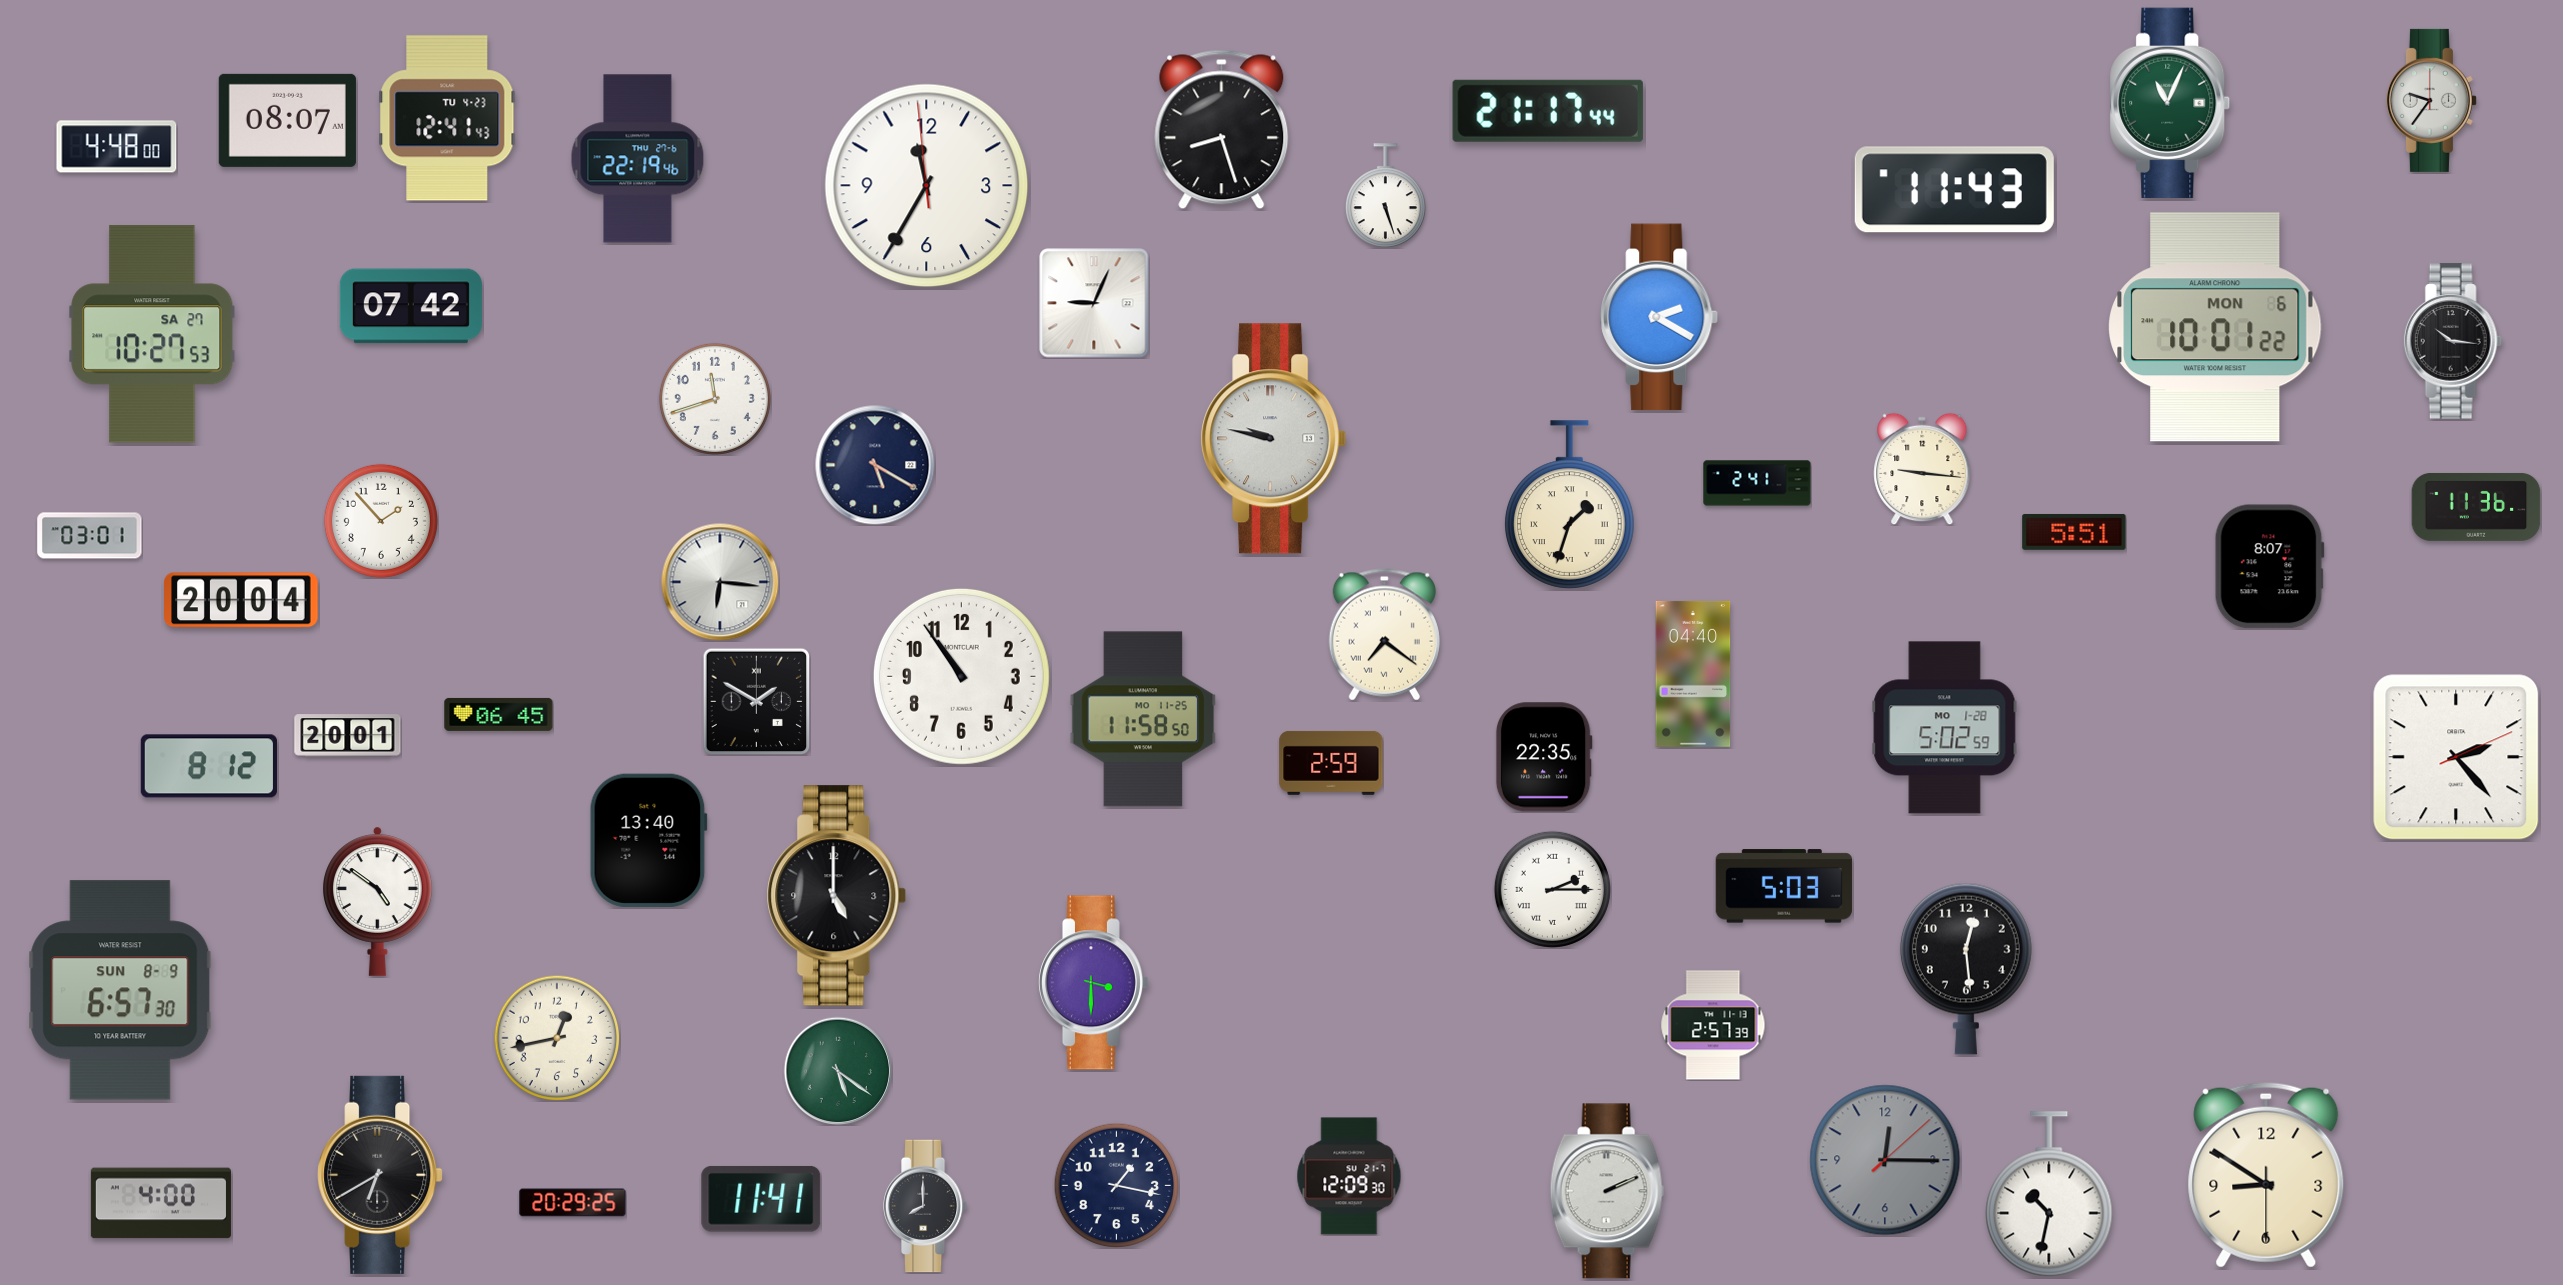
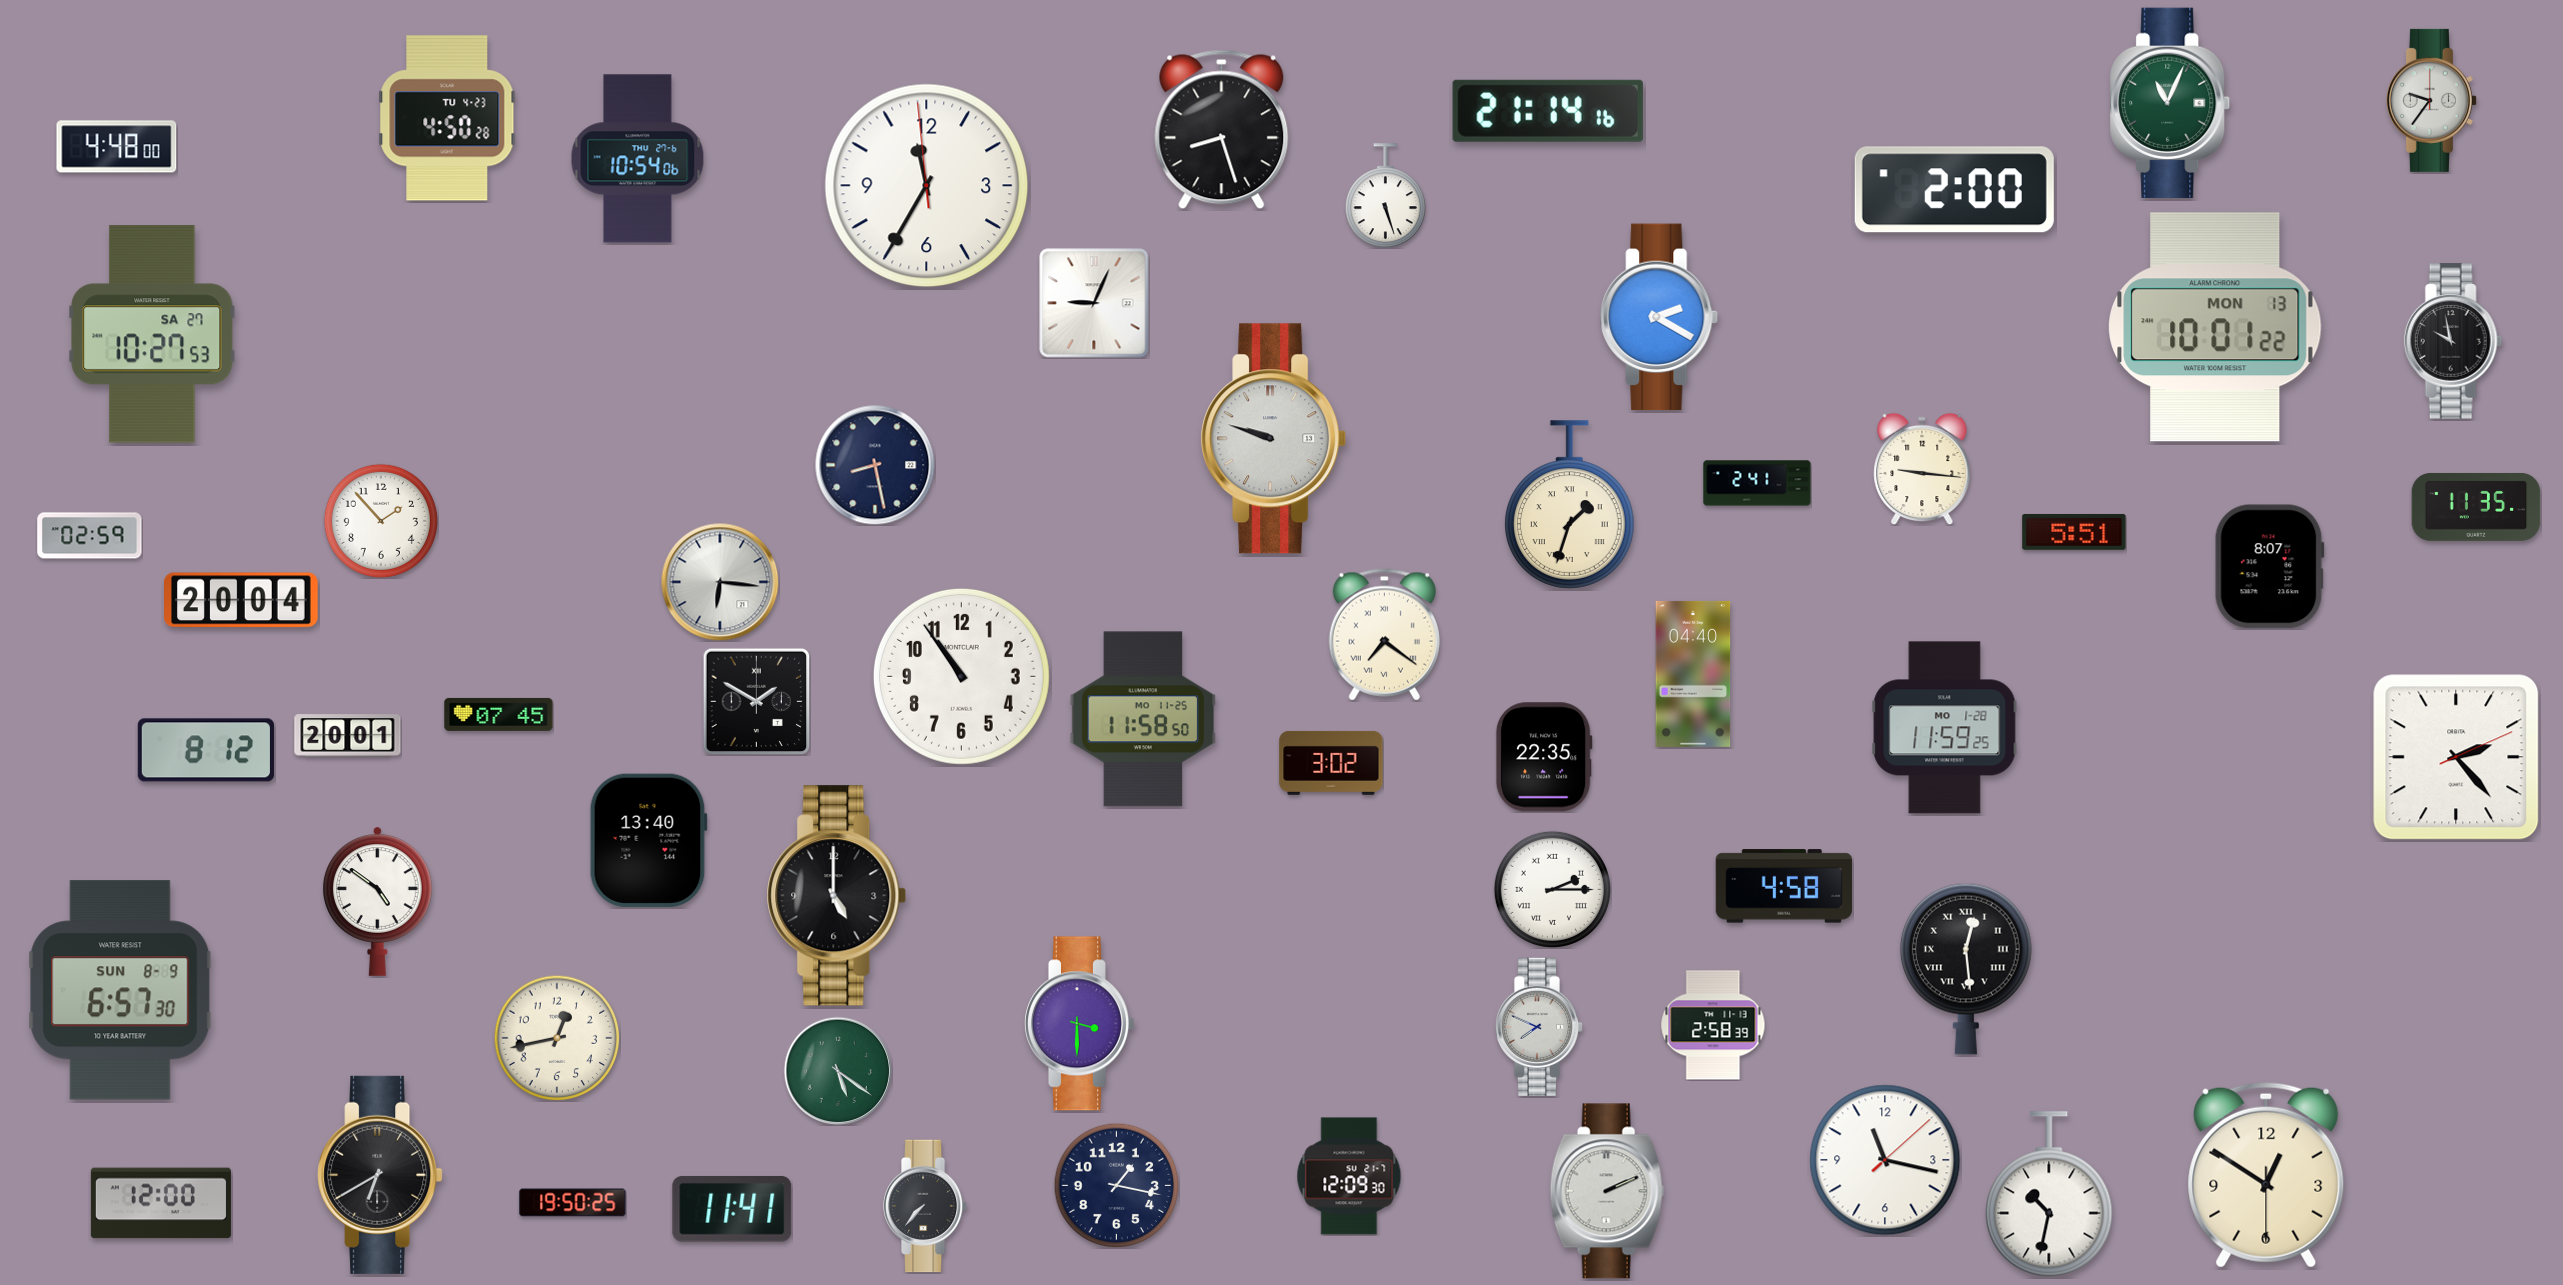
clock at (1548, 111): 21:17 -> 21:14
clock at (447, 118): 12:41 -> 4:50
clock at (287, 120): 08:07 -> none
clock at (638, 159): 22:19 -> 10:54
clock at (1954, 190): 11:43 -> 2:00
clock at (411, 306): 07:42 -> none
clock at (2215, 327) date: MON 6 -> MON 13
clock at (2453, 341): 10:16 -> 9:58
clock at (715, 399): 11:42 -> none
clock at (1274, 439): 9:47 -> 9:48
clock at (875, 465): 5:20 -> 8:28
clock at (2476, 507): 11:36 -> 11:35
clock at (90, 536): 03:01 -> 02:59
clock at (499, 714): 06:45 -> 07:45
clock at (1945, 728): 5:02 -> 11:59
clock at (1331, 763): 2:59 -> 3:02
clock at (209, 766) position: (209, 766) -> (206, 750)
clock at (1784, 886): 5:03 -> 4:58
clock at (1966, 969) numerals: Arabic -> Roman
clock at (1093, 983) position: (1093, 983) -> (1079, 1024)
clock at (1713, 1025): 2:57 -> 2:58
clock at (1539, 1027): none -> 7:49
clock at (1885, 1160): 12:15 -> 11:17
clock at (1885, 1160) dial: grey -> white
clock at (2266, 1175): 8:50 -> 12:50
clock at (761, 1199) position: (761, 1199) -> (732, 1209)
clock at (161, 1203): 4:00 -> 12:00
clock at (573, 1203): 20:29 -> 19:50
clock at (925, 1206): 8:00 -> 7:37
